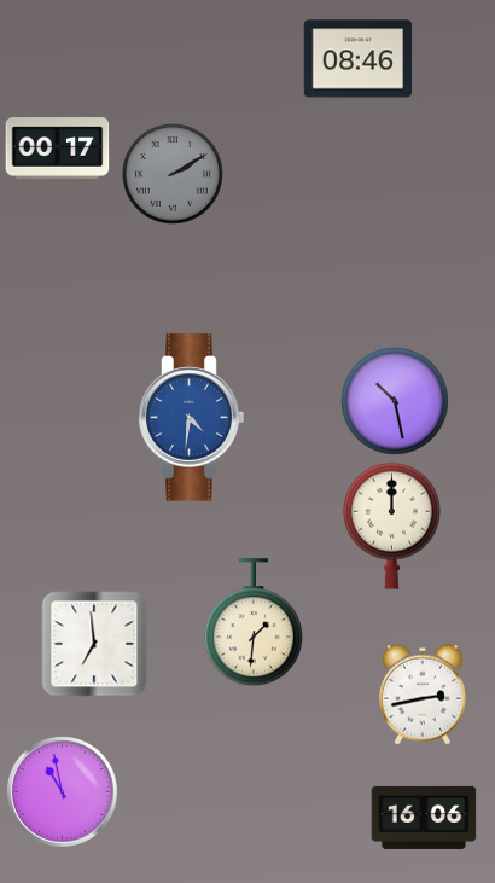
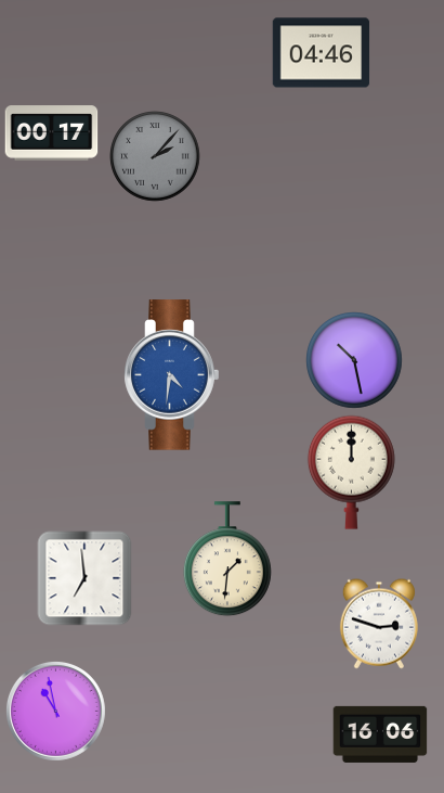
clock at (359, 59): 08:46 -> 04:46
clock at (173, 174): 2:10 -> 2:07
clock at (423, 695): 2:43 -> 2:48
